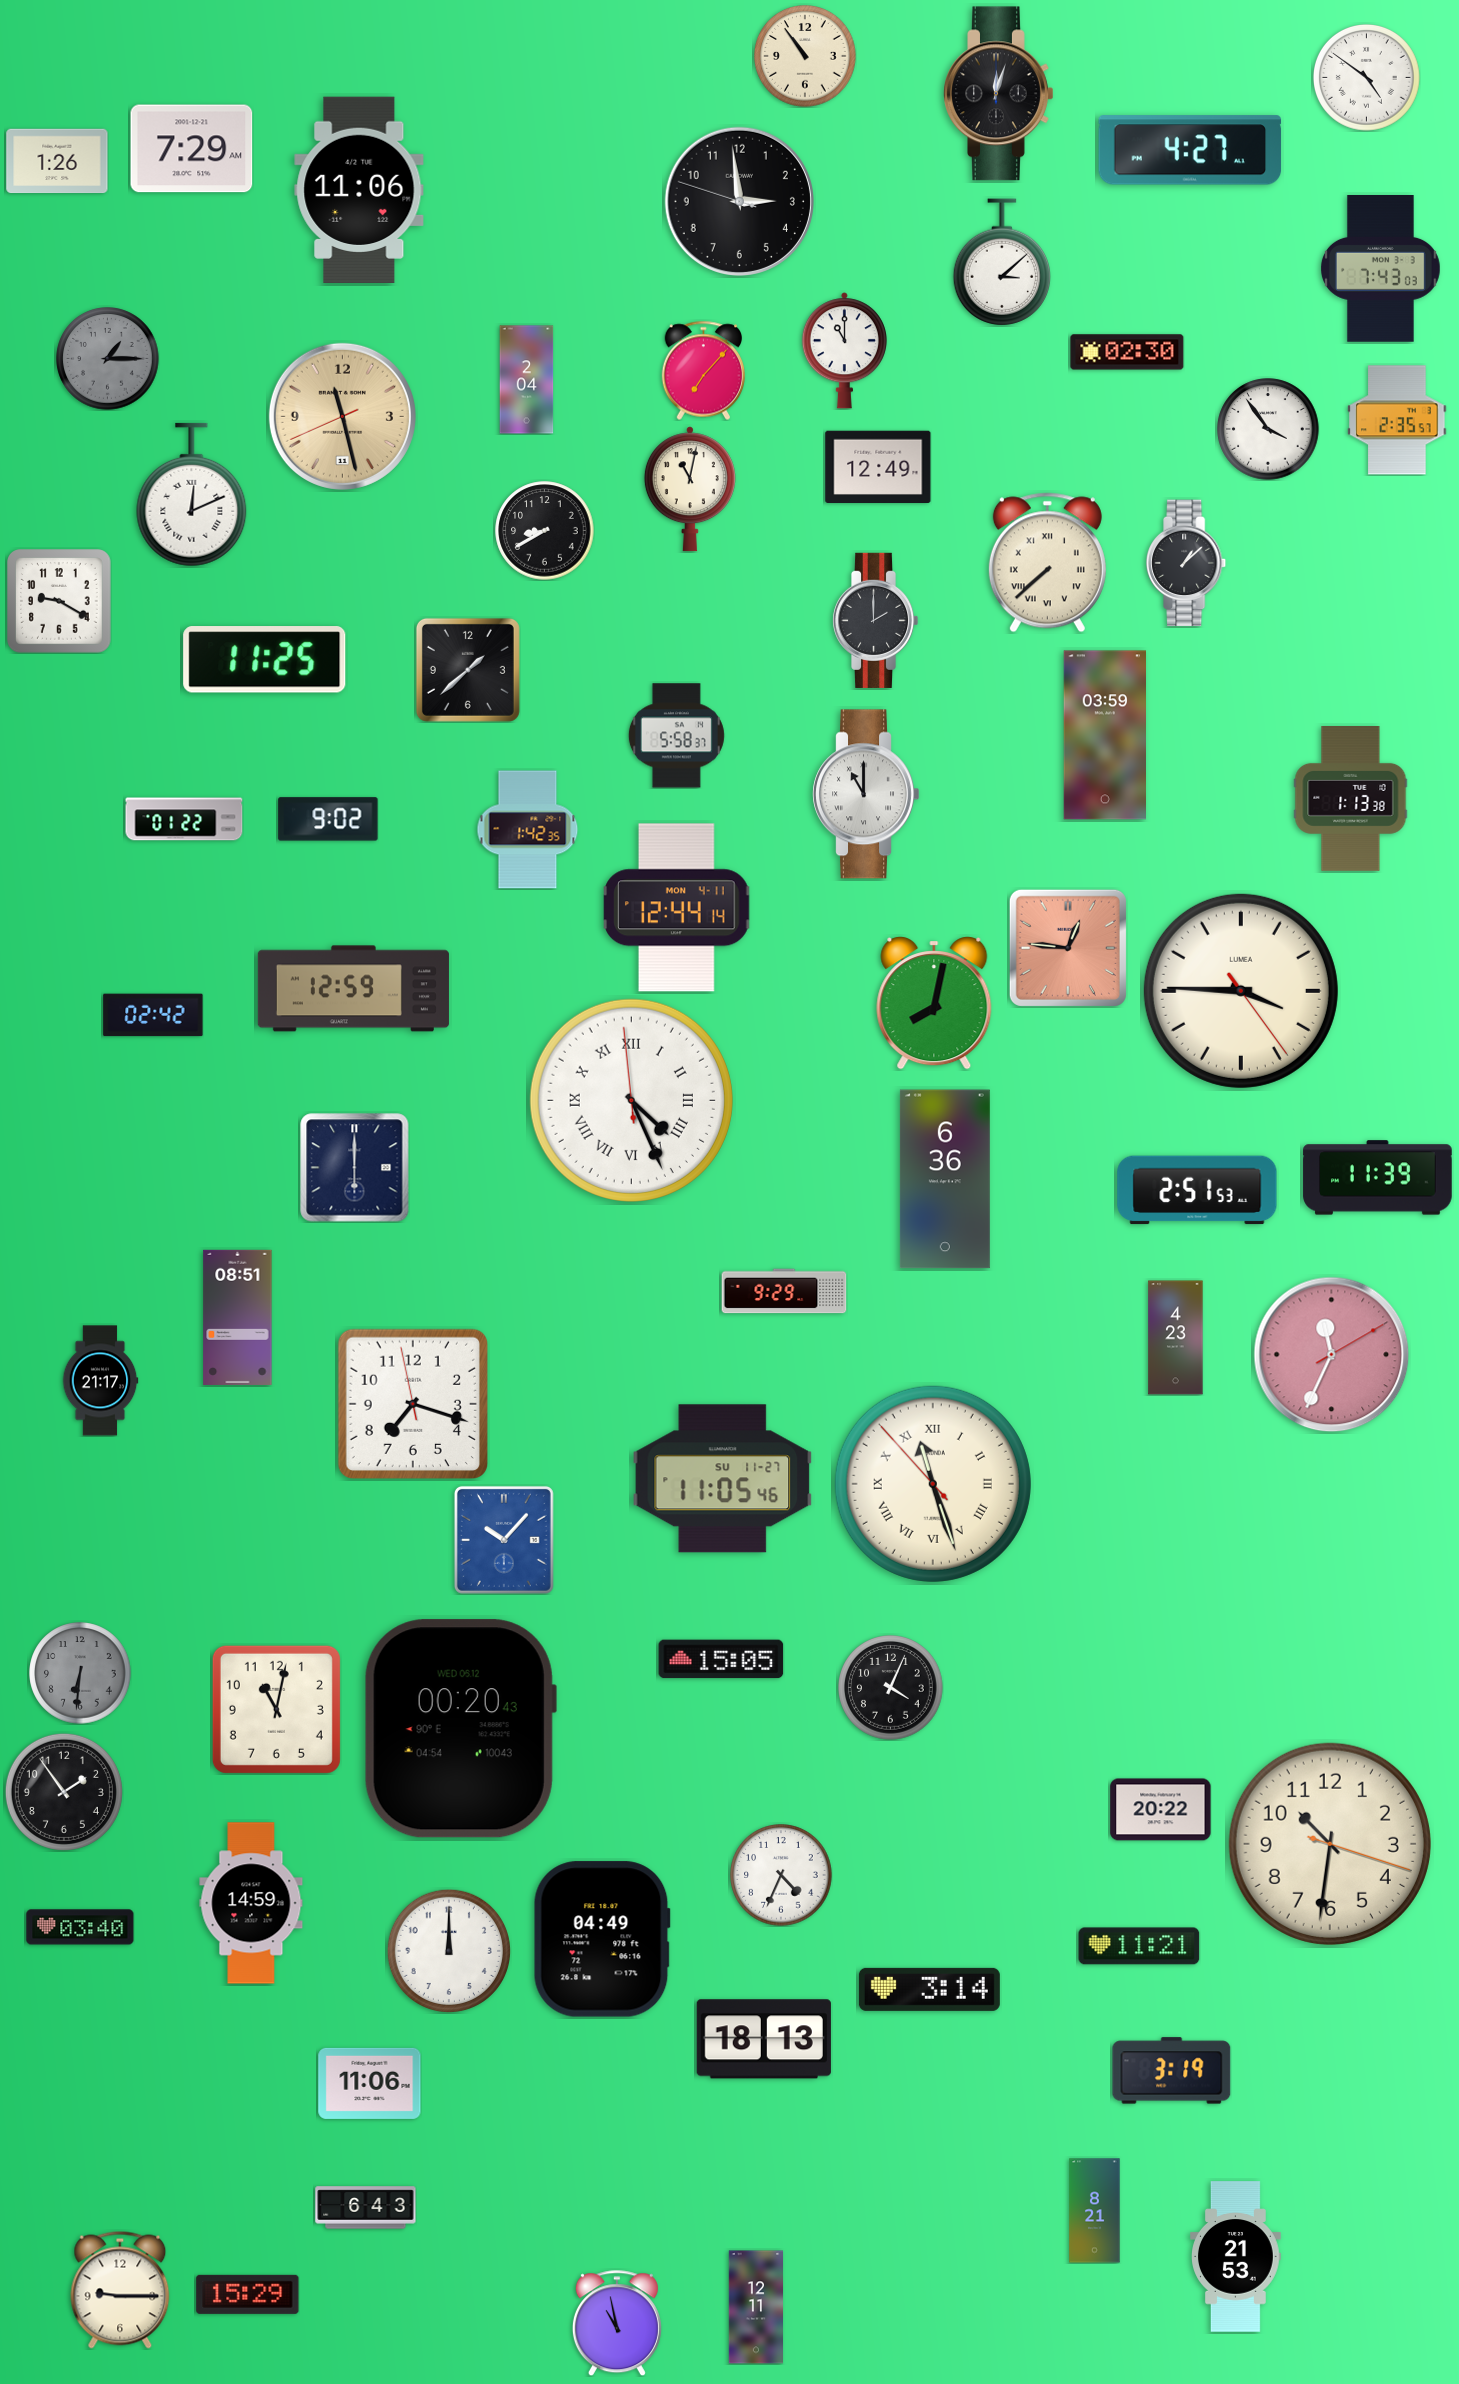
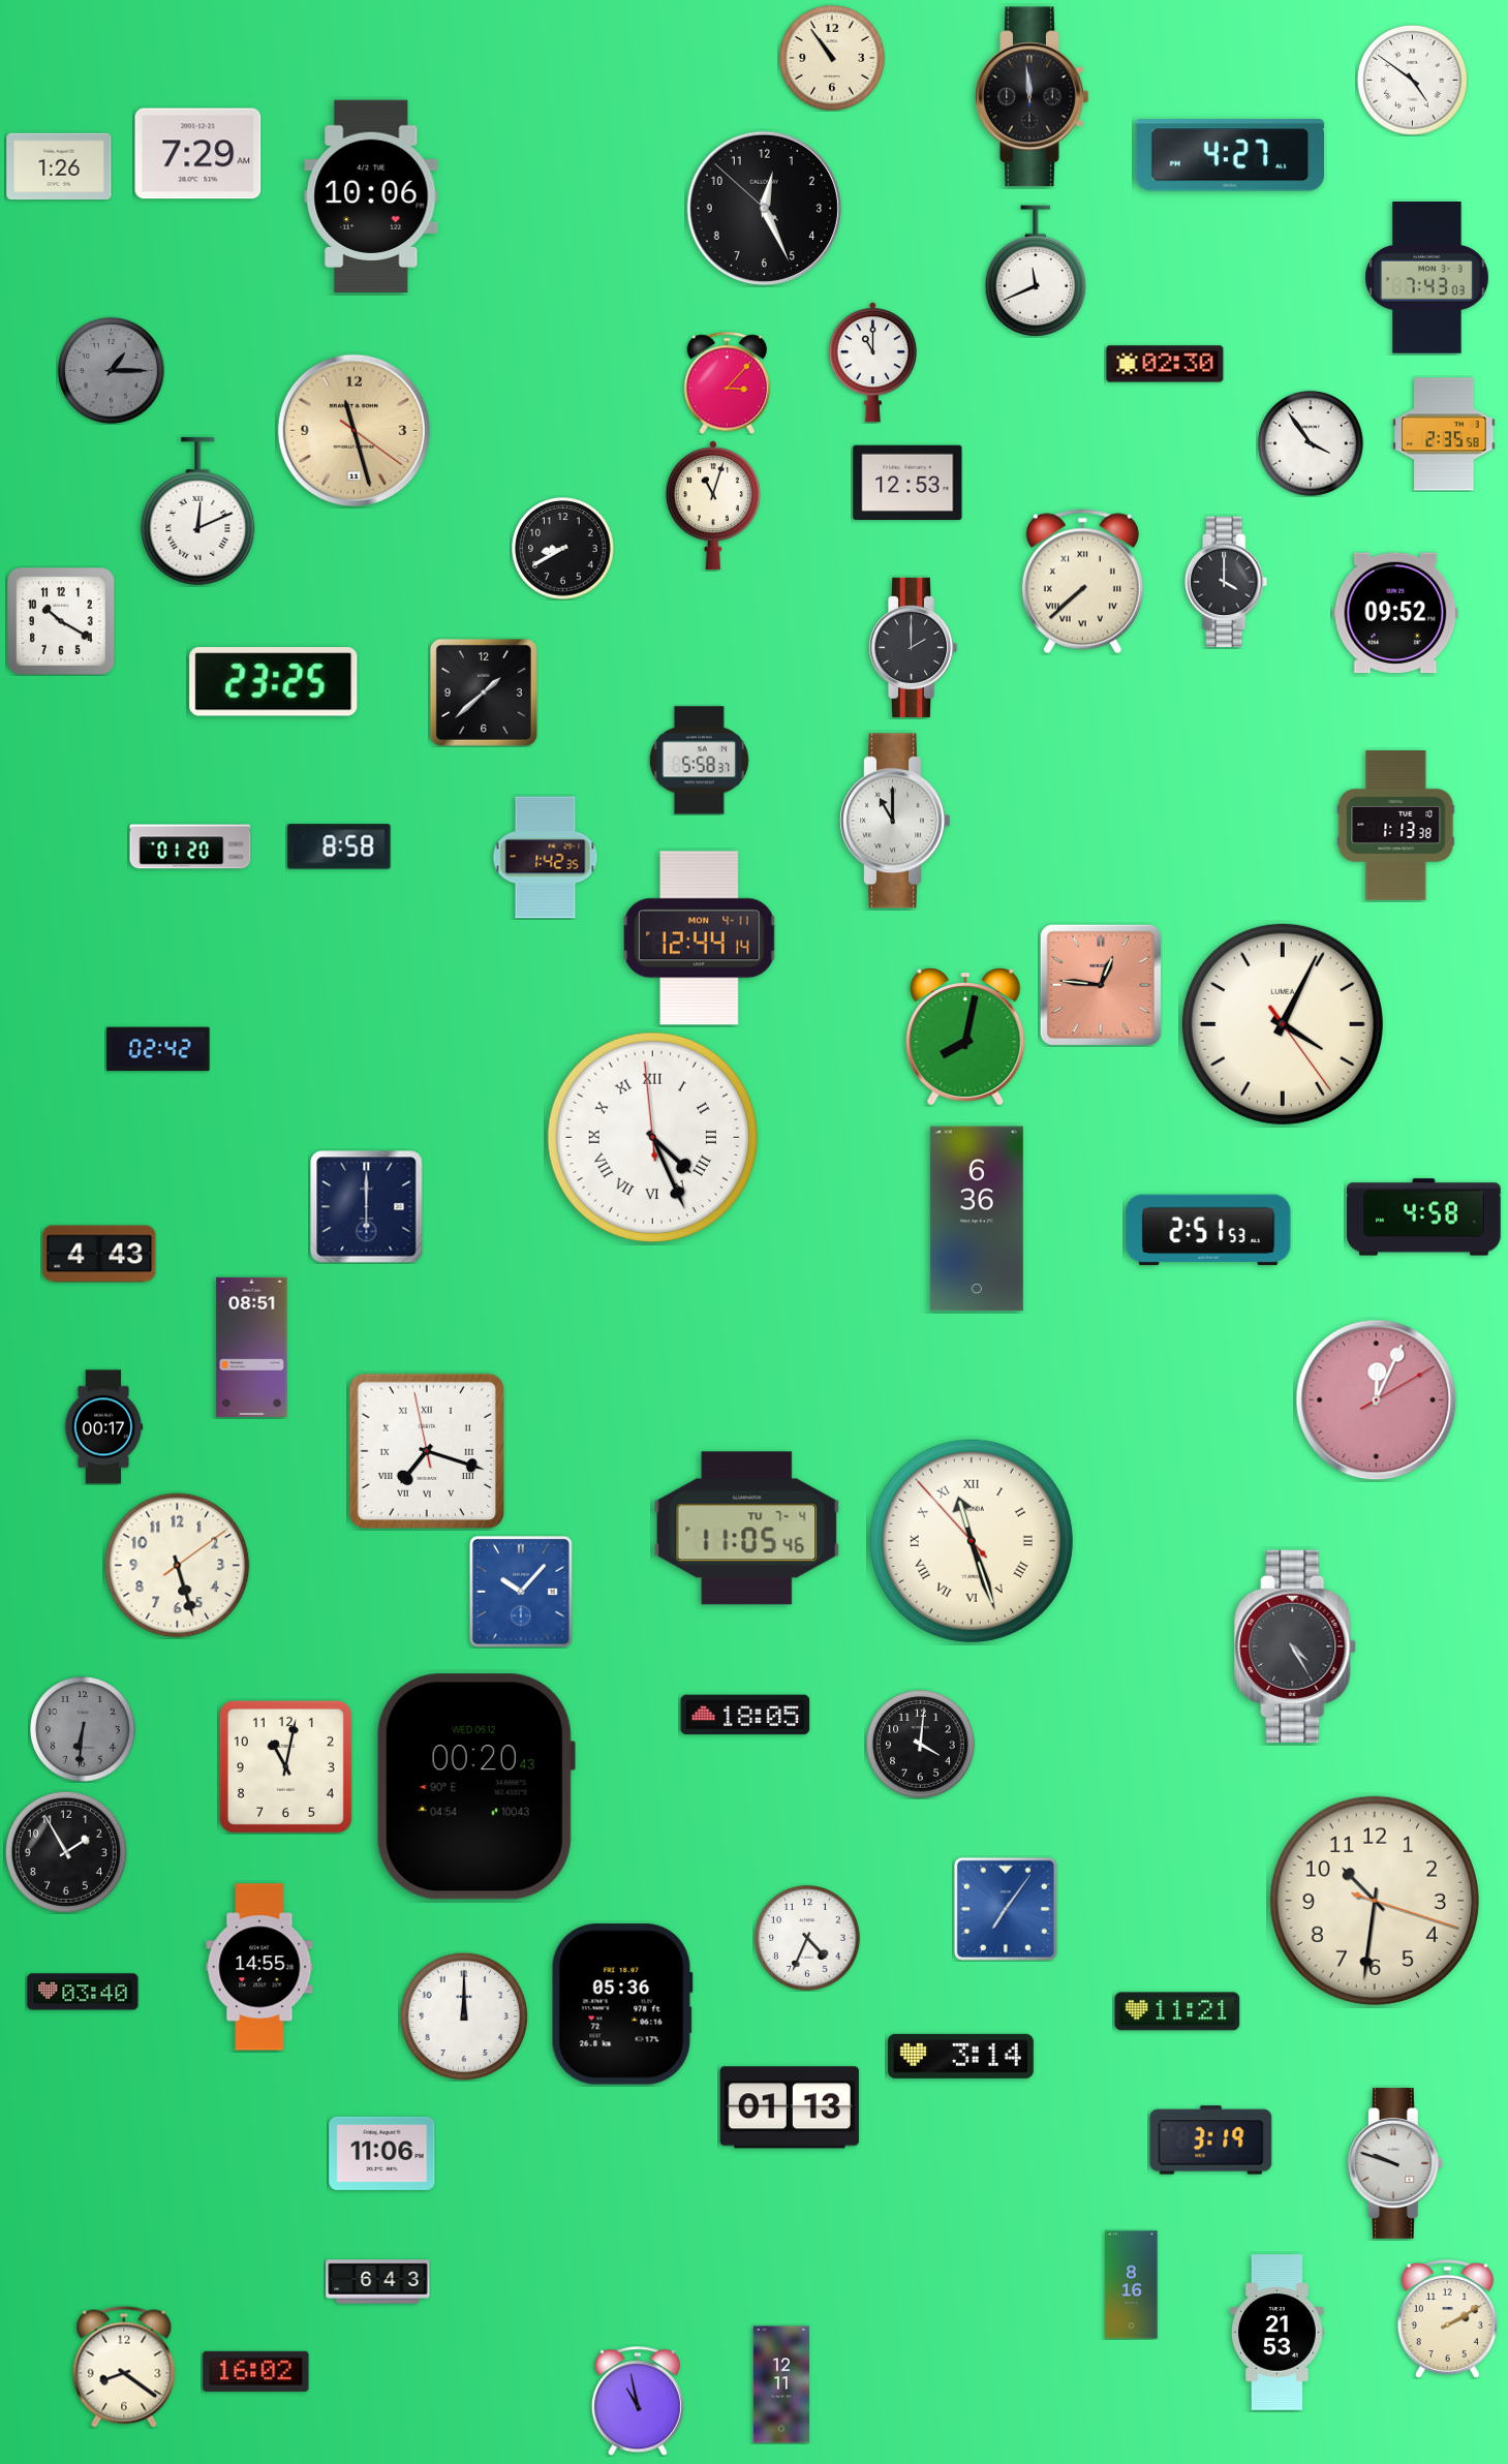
clock at (999, 94): 12:03 -> 11:59
clock at (359, 189): 11:06 -> 10:06
clock at (739, 201): 2:58 -> 12:25
clock at (1001, 262): 3:08 -> 11:41
clock at (704, 370): 7:07 -> 3:07
clock at (527, 380): 2:04 -> none
clock at (342, 416): 11:27:41 -> 11:27:21
clock at (1397, 420): 2:35:57 -> 2:35:58
clock at (878, 466): 12:49 -> 12:53
clock at (690, 489): 11:02 -> 11:03
clock at (1187, 563): 1:08 -> 4:00
clock at (1395, 613): none -> 09:52
clock at (59, 601): 9:20 -> 10:20
clock at (875, 620) position: (875, 620) -> (913, 647)
clock at (265, 660): 11:25 -> 23:25
clock at (1104, 735): 03:59 -> none
clock at (184, 819): 01:22 -> 01:20
clock at (328, 819): 9:02 -> 8:58
clock at (1068, 948) position: (1068, 948) -> (1101, 985)
clock at (353, 989): 12:59 -> none
clock at (1241, 991): 3:45 -> 4:04
clock at (1378, 1178): 11:39 -> 4:58
clock at (1197, 1190) position: (1197, 1190) -> (1208, 1230)
clock at (99, 1254): none -> 4:43
clock at (784, 1291): 9:29 -> none
clock at (238, 1317) position: (238, 1317) -> (252, 1347)
clock at (1176, 1338): 4:23 -> none
clock at (1332, 1355): 11:34 -> 12:04
clock at (100, 1381): 21:17 -> 00:17
clock at (413, 1404) numerals: Arabic -> Roman
clock at (723, 1479) date: SU 11-27 -> TU 7-4
clock at (933, 1484) position: (933, 1484) -> (972, 1541)
clock at (178, 1566): none -> 5:27
clock at (1296, 1646): none -> 4:25
clock at (721, 1659): 15:05 -> 18:05
clock at (891, 1688): 4:04 -> 4:01
clock at (64, 1792): 1:54 -> 1:55
clock at (1161, 1810): 20:22 -> none
clock at (1330, 1844) position: (1330, 1844) -> (1375, 1901)
clock at (1006, 1909): none -> 7:06
clock at (251, 1903): 14:59 -> 14:55
clock at (602, 1939): 04:49 -> 05:36
clock at (764, 2039): 18:13 -> 01:13
clock at (1395, 2163): none -> 9:48
clock at (1095, 2211): 8:21 -> 8:16
clock at (1447, 2319): none -> 2:10
clock at (120, 2290): 9:15 -> 8:21
clock at (248, 2294): 15:29 -> 16:02
